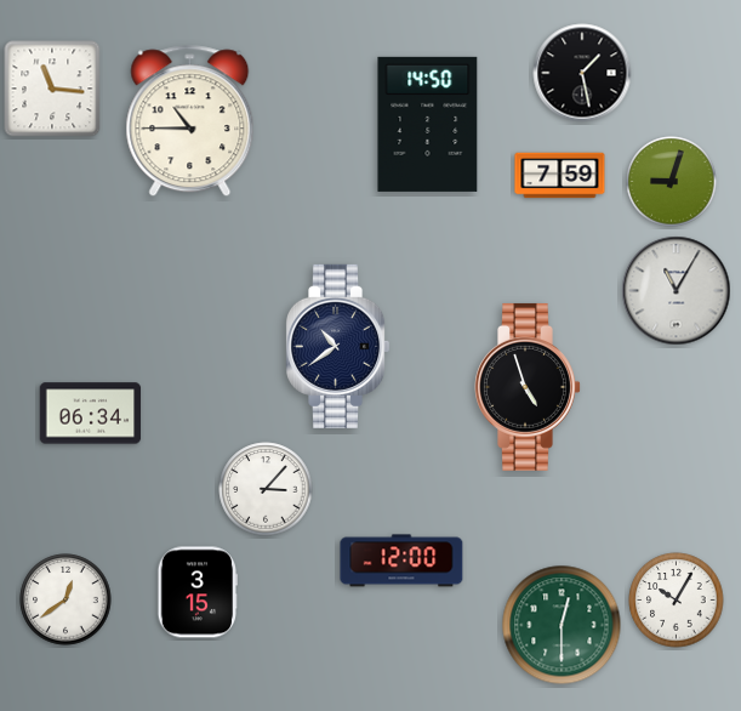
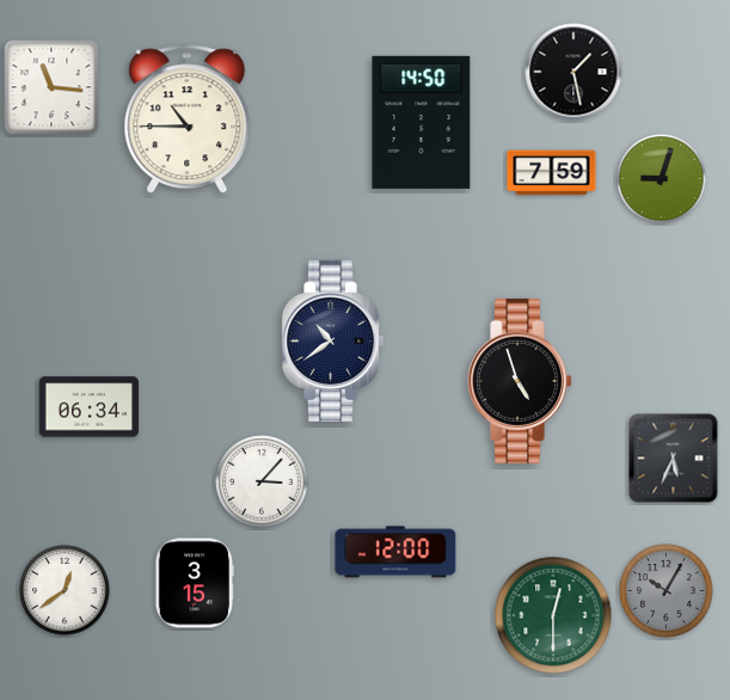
clock at (677, 291): 11:05 -> none
clock at (674, 459): none -> 5:34
clock at (677, 601) dial: white -> grey
